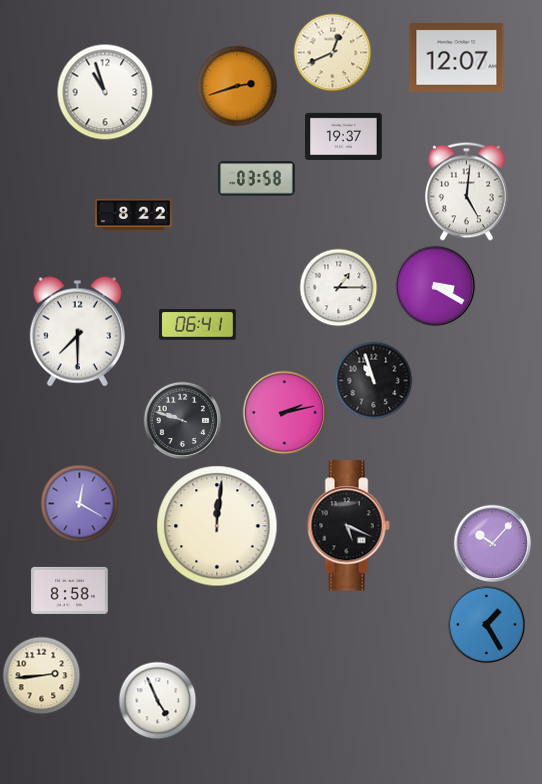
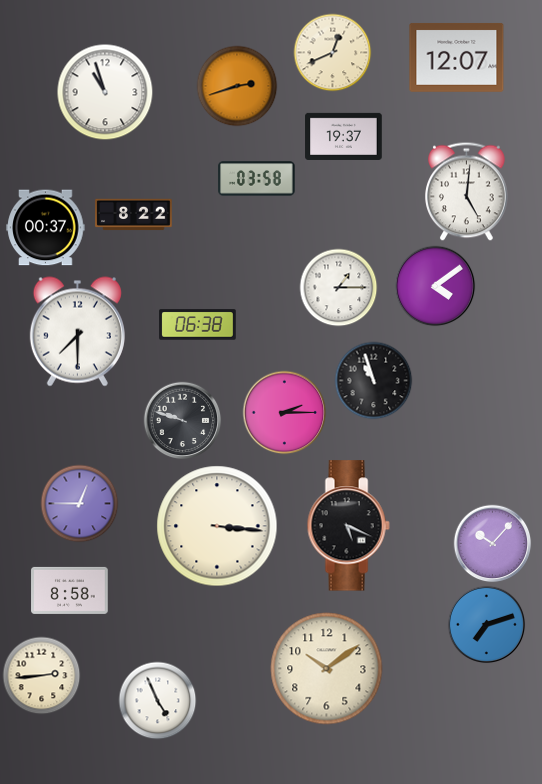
clock at (46, 228): none -> 00:37
clock at (435, 286): 3:20 -> 4:09
clock at (198, 325): 06:41 -> 06:38
clock at (284, 412): 2:13 -> 2:15
clock at (79, 503): 12:20 -> 12:45
clock at (217, 526): 12:01 -> 3:16
clock at (486, 624): 1:25 -> 7:12
clock at (327, 669): none -> 10:09
